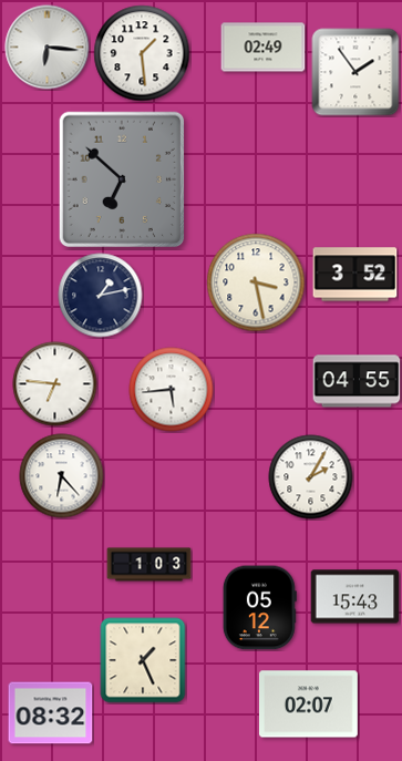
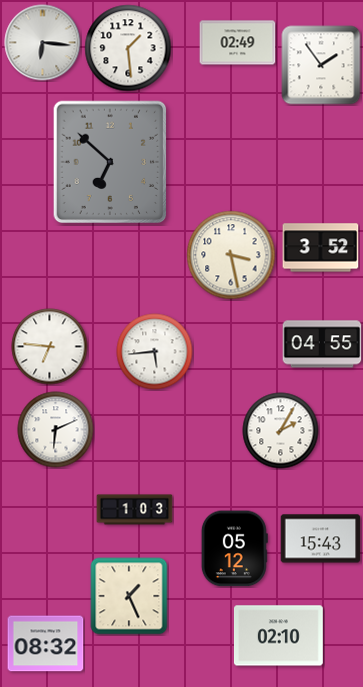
clock at (101, 296): 1:13 -> none
clock at (62, 476): 6:23 -> 6:11
clock at (308, 705): 02:07 -> 02:10
